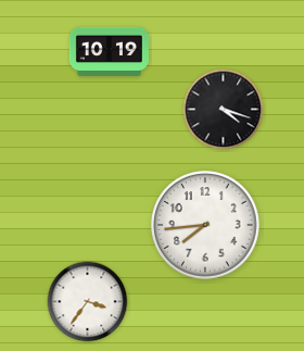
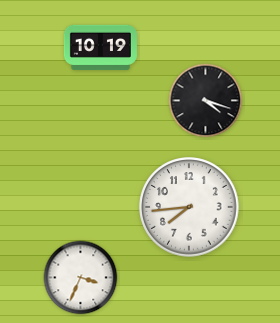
clock at (88, 302): 3:36 -> 3:34
